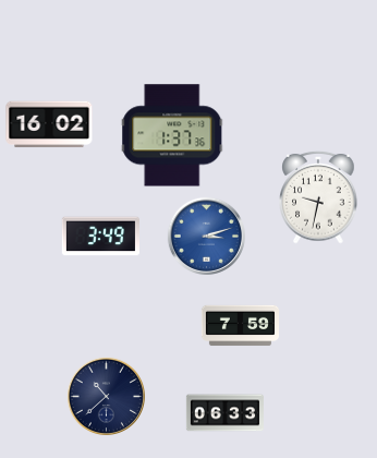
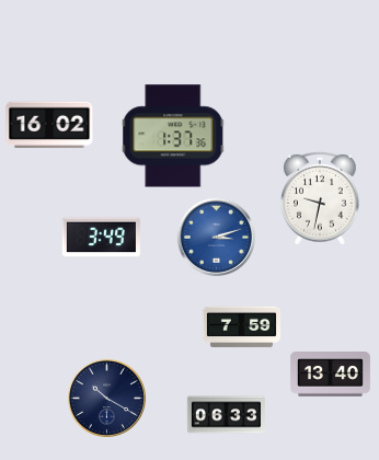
clock at (206, 236) position: (206, 236) -> (216, 237)
clock at (331, 375): none -> 13:40
clock at (106, 396): 10:38 -> 10:20
